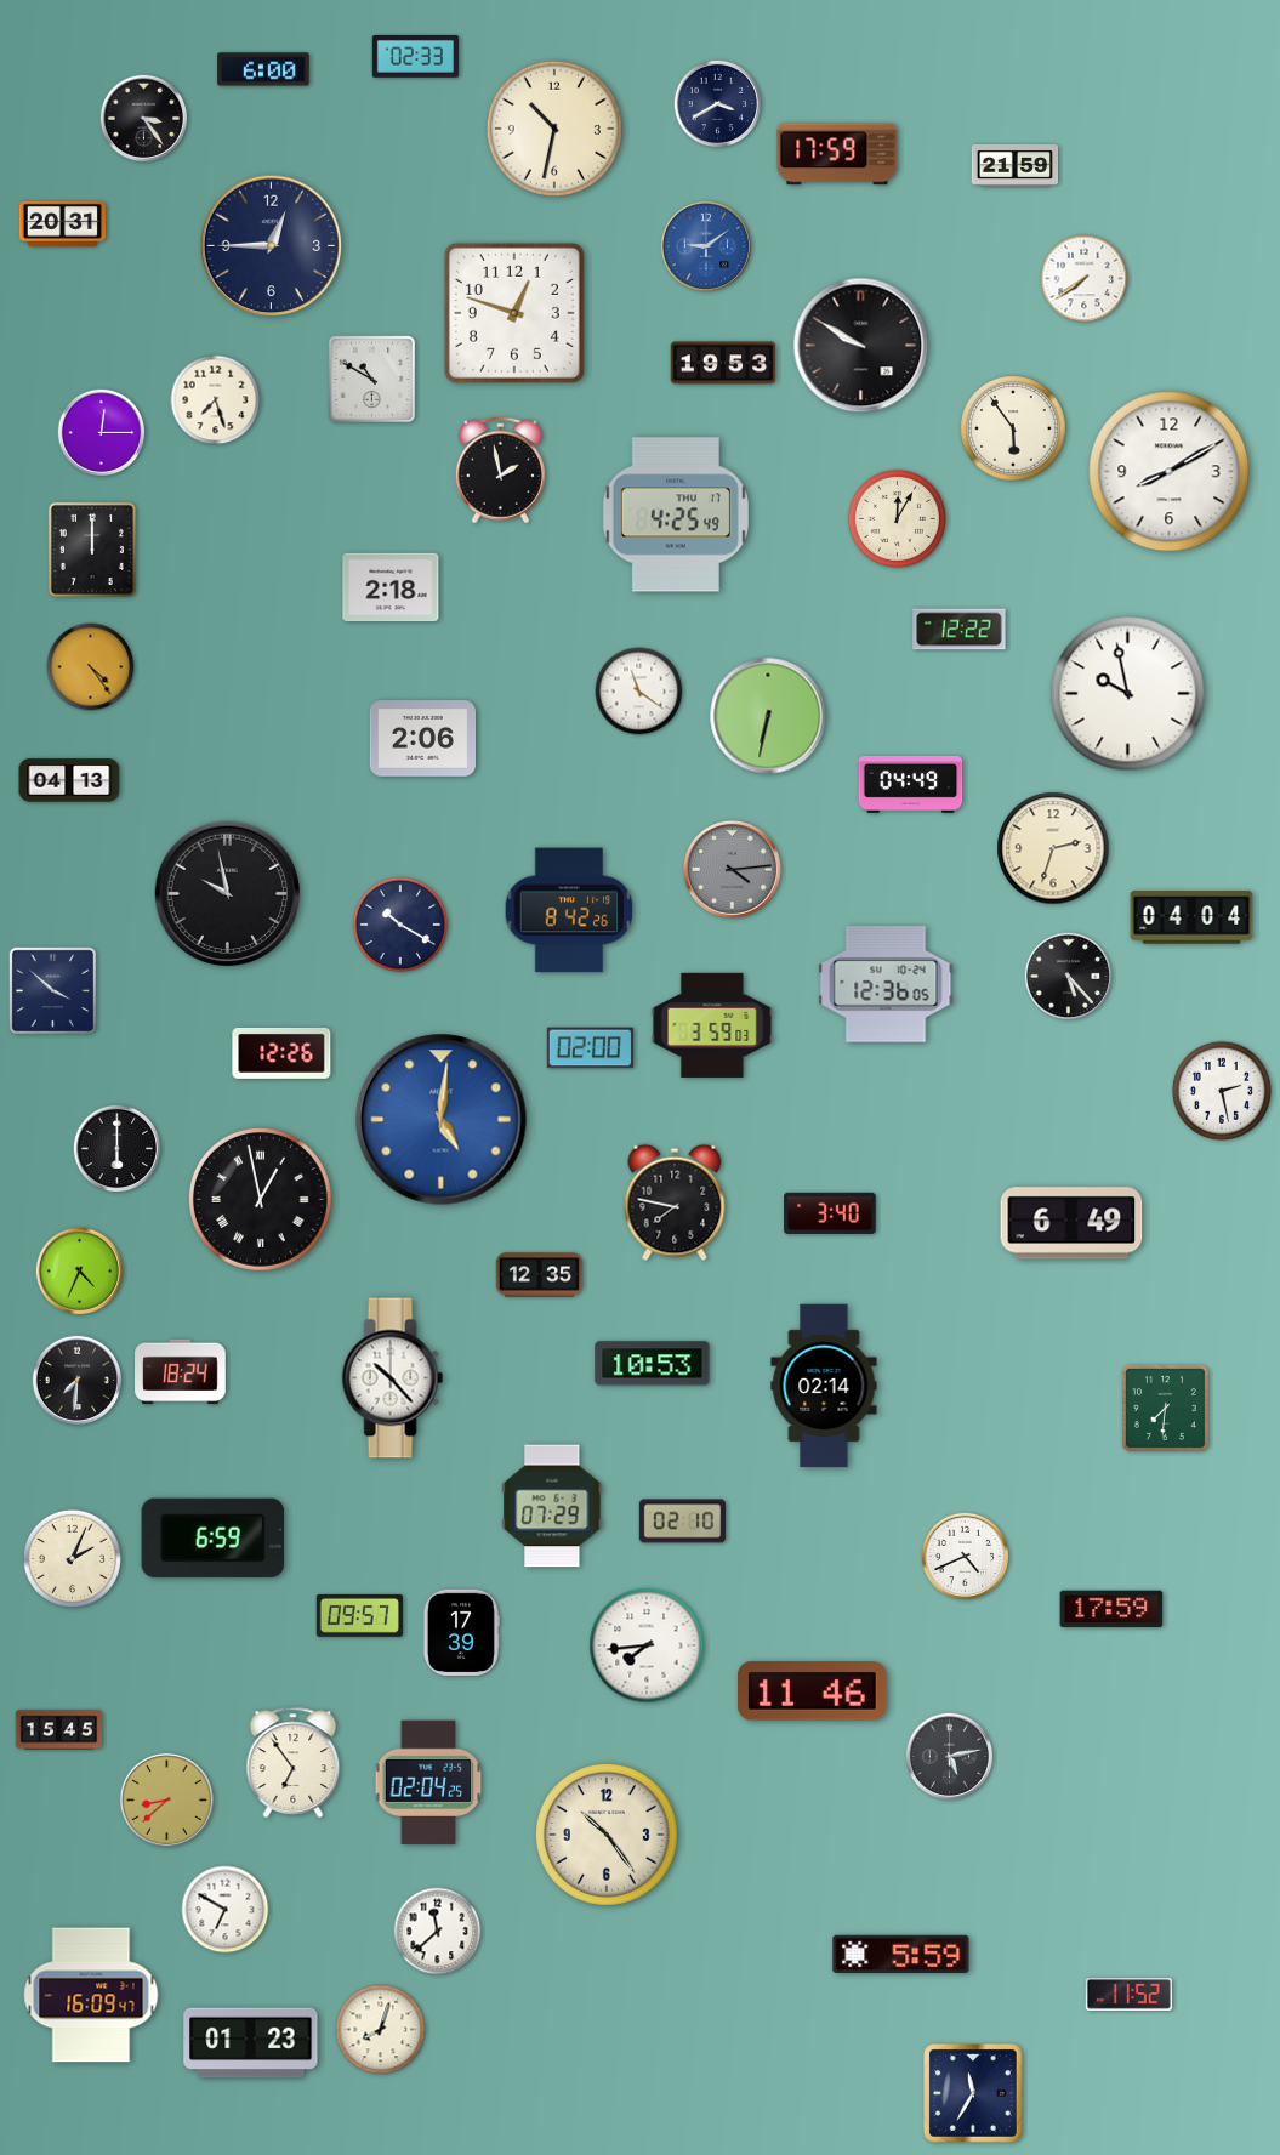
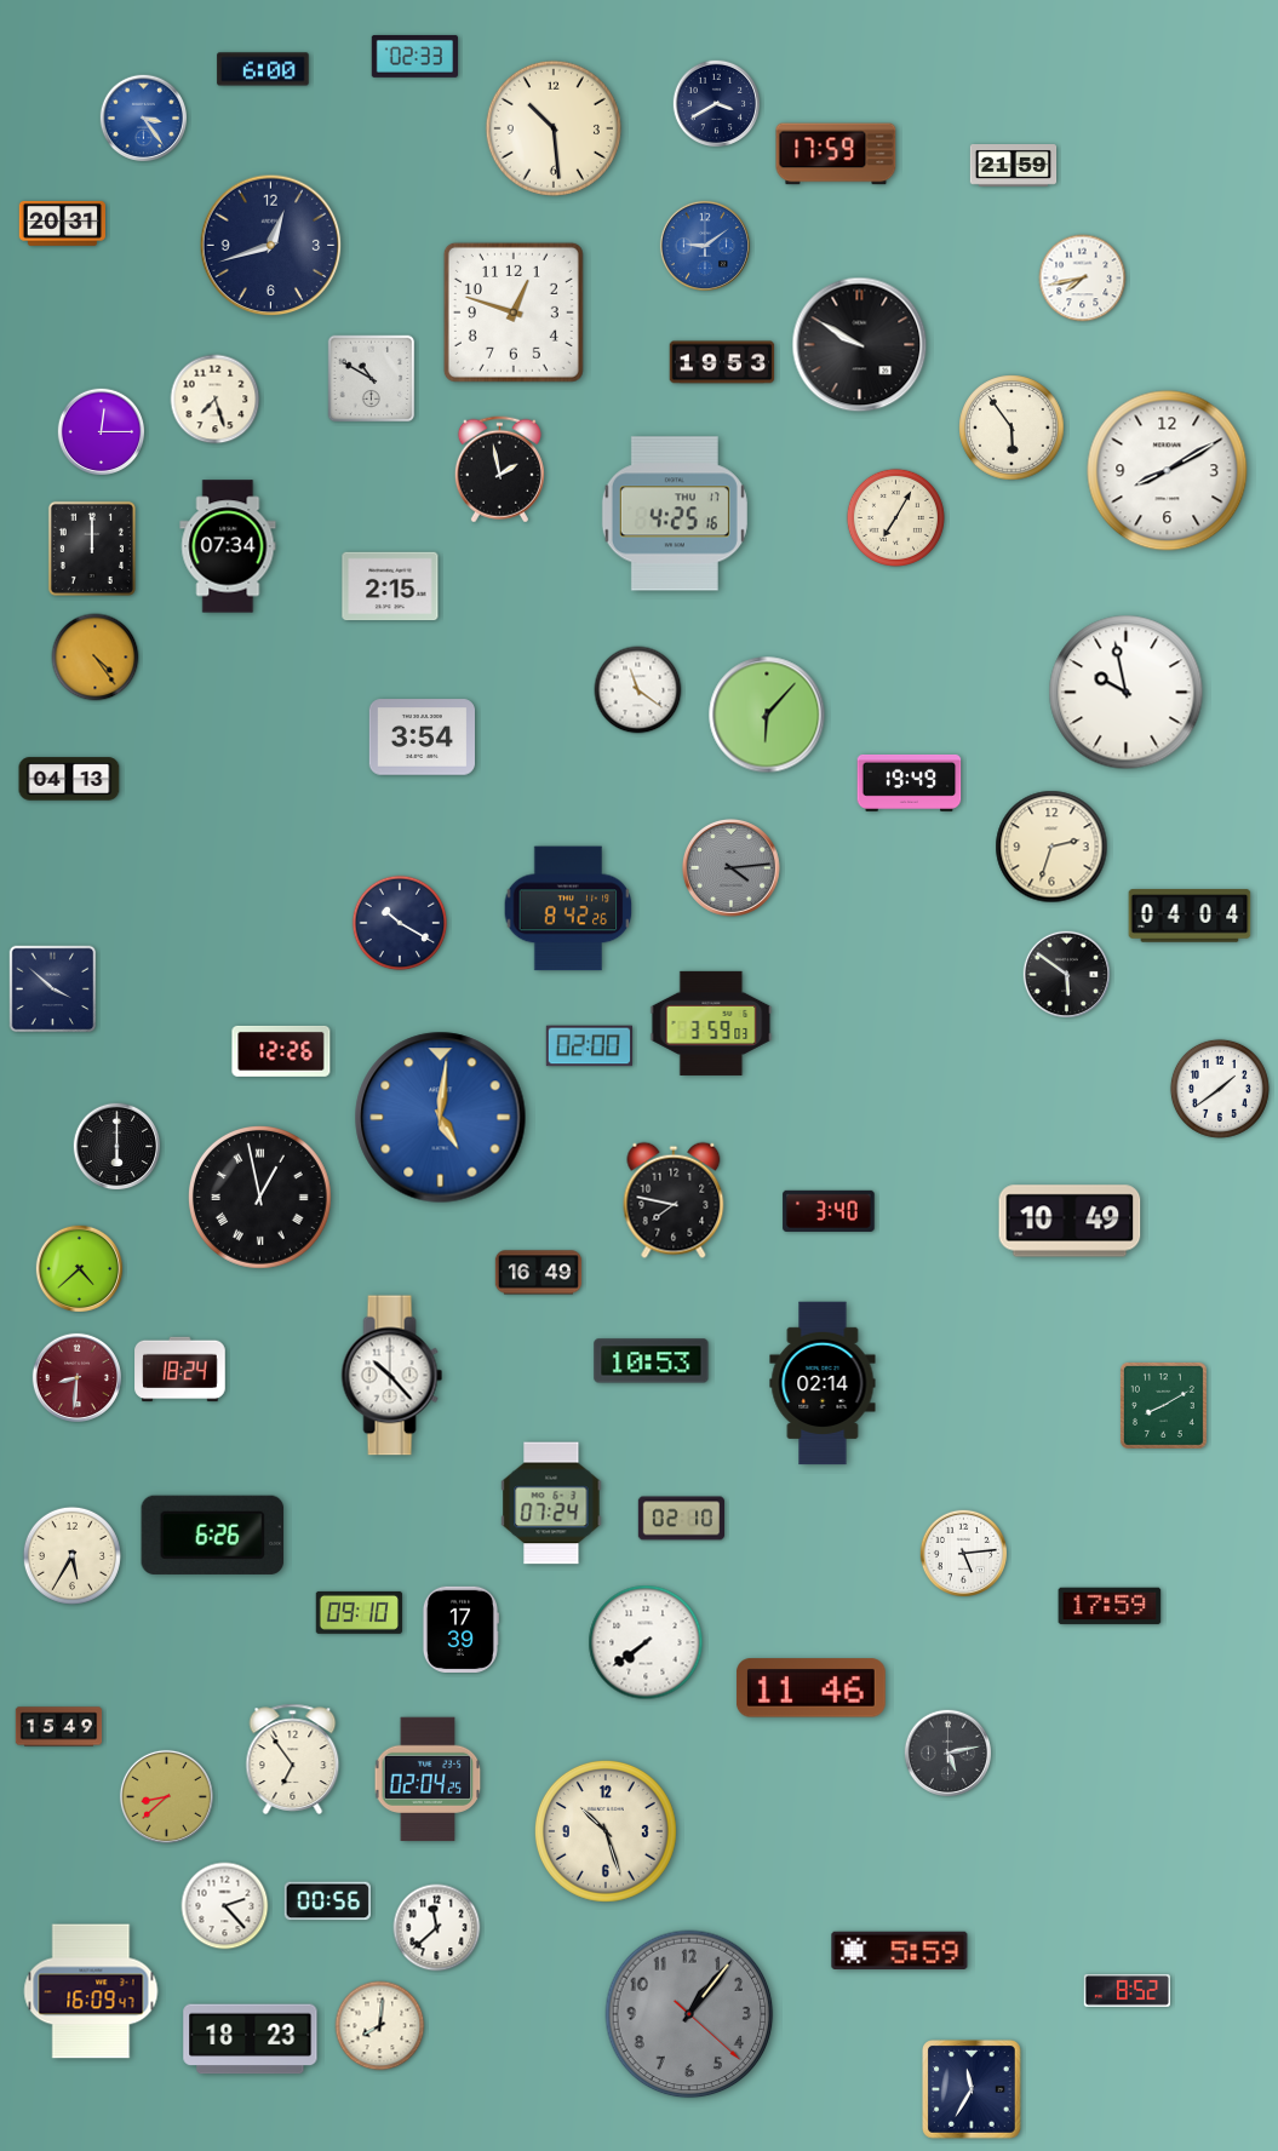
clock at (144, 119) dial: black -> blue
clock at (554, 129): 10:32 -> 10:29
clock at (272, 246): 12:45 -> 12:42
clock at (1085, 279): 7:39 -> 7:43
clock at (676, 514): 4:25:49 -> 4:25:16
clock at (897, 518): 12:05 -> 7:05
clock at (228, 546): none -> 07:34
clock at (391, 587): 2:18 -> 2:15
clock at (960, 630): 12:22 -> none
clock at (91, 667) position: (91, 667) -> (96, 658)
clock at (768, 716): 6:32 -> 6:07
clock at (422, 739): 2:06 -> 3:54
clock at (911, 784): 04:49 -> 19:49
clock at (228, 894): 9:58 -> none
clock at (1069, 977): 5:23 -> 5:51
clock at (886, 984): 12:36 -> none
clock at (1222, 1091): 2:28 -> 1:39
clock at (1071, 1223): 6:49 -> 10:49
clock at (80, 1272): 4:34 -> 4:38
clock at (540, 1275): 12:35 -> 16:49
clock at (76, 1380): 7:31 -> 8:31
clock at (76, 1380) dial: black -> burgundy
clock at (1165, 1408): 7:31 -> 8:10
clock at (552, 1506): 07:29 -> 07:24
clock at (214, 1537): 6:59 -> 6:26
clock at (966, 1557): 4:41 -> 5:14
clock at (72, 1558): 2:04 -> 5:35
clock at (359, 1615): 09:57 -> 09:10
clock at (647, 1645): 7:44 -> 7:39
clock at (59, 1730): 15:45 -> 15:49
clock at (607, 1835): 10:24 -> 10:27
clock at (327, 1902): none -> 00:56
clock at (226, 1910): 6:50 -> 2:23
clock at (1128, 1995): 11:52 -> 8:52
clock at (689, 2014): none -> 1:06
clock at (381, 2030): 8:03 -> 8:01
clock at (251, 2043): 01:23 -> 18:23
